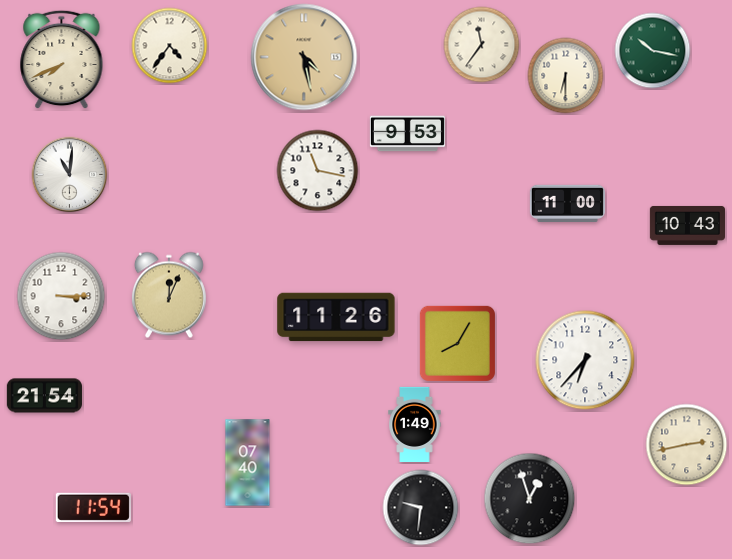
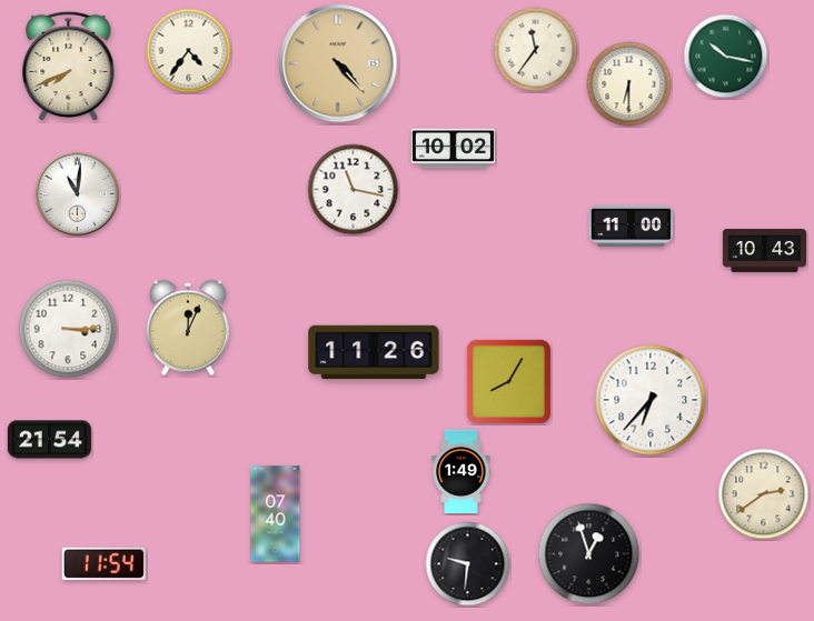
clock at (304, 57): 4:28 -> 4:23
clock at (407, 134): 9:53 -> 10:02
clock at (687, 445): 2:43 -> 2:39
